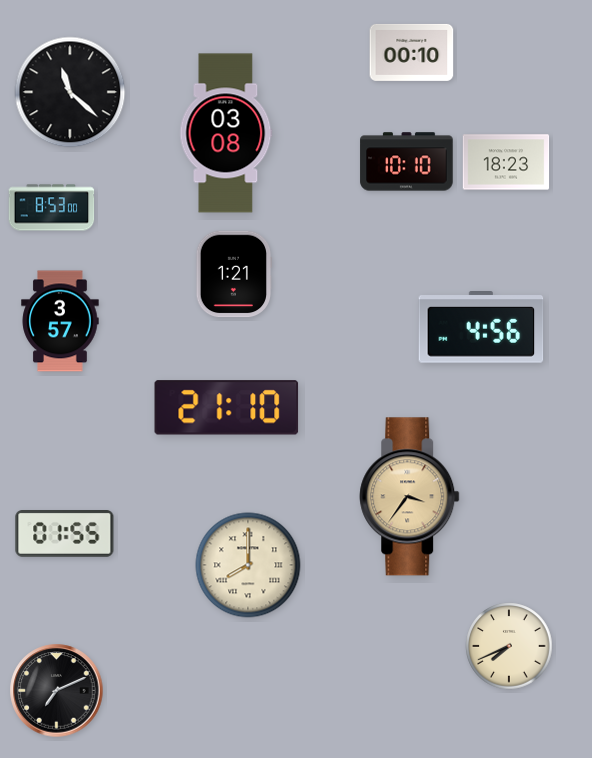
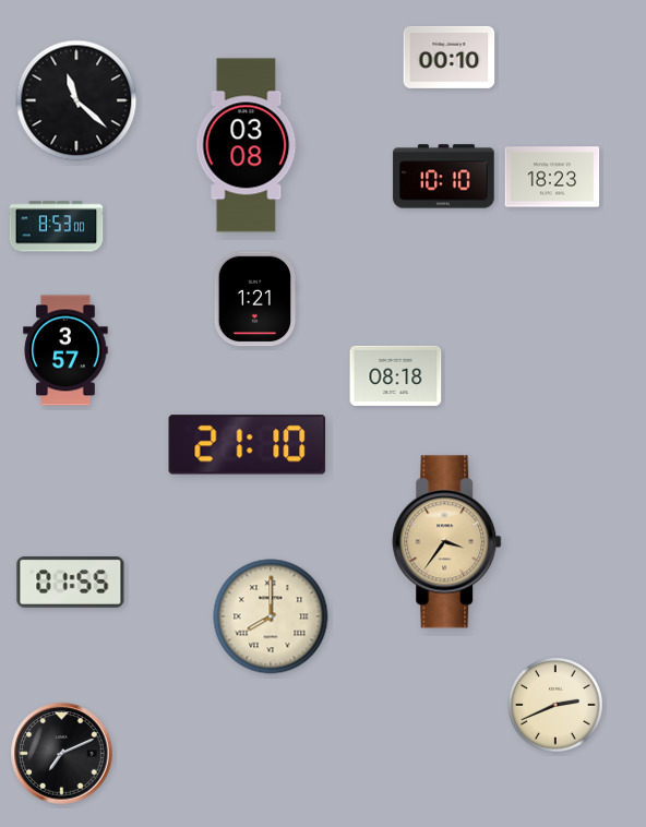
clock at (481, 327): 4:56 -> none
clock at (396, 375): none -> 08:18
clock at (509, 646): 7:41 -> 2:41
